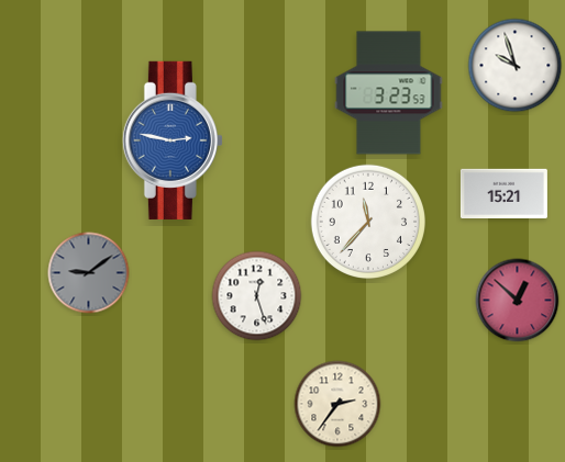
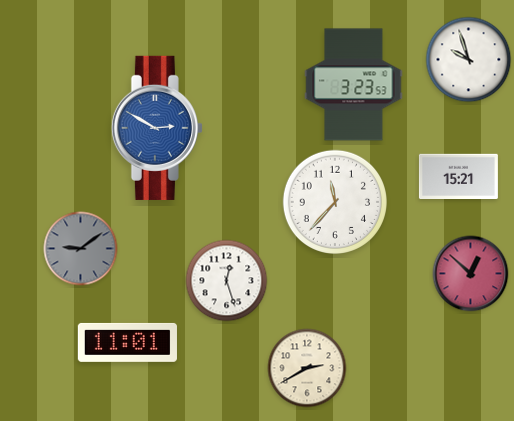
clock at (173, 140): 2:47 -> 2:50
clock at (257, 296) position: (257, 296) -> (227, 281)
clock at (127, 342): none -> 11:01
clock at (337, 404): 2:36 -> 2:40
